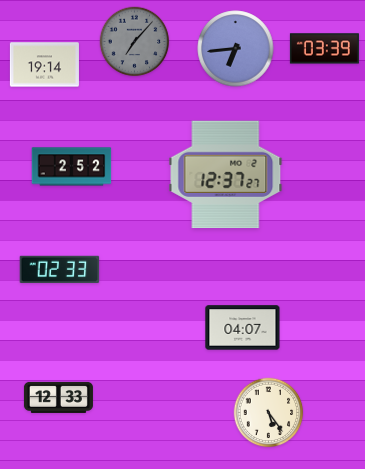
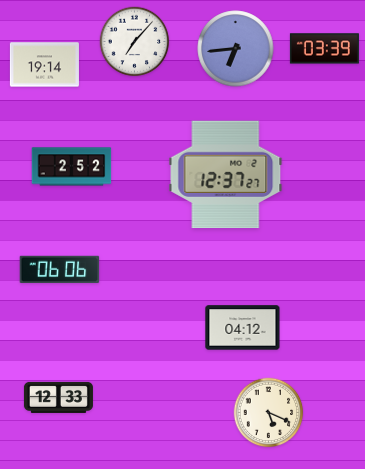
clock at (135, 42) dial: grey -> white
clock at (60, 270): 02:33 -> 06:06
clock at (243, 328): 04:07 -> 04:12
clock at (269, 413): 5:24 -> 5:19
